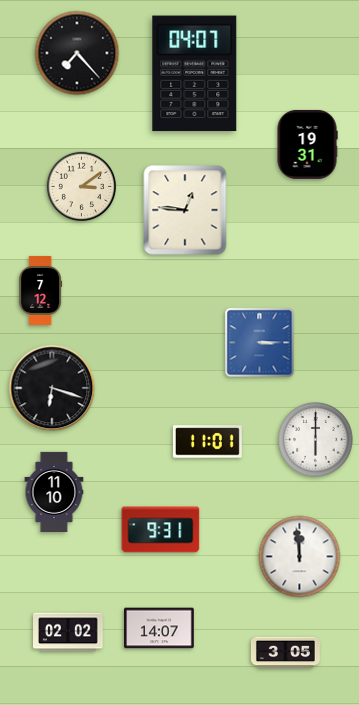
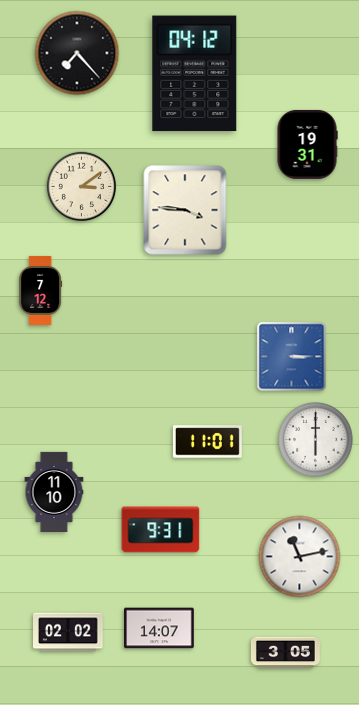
clock at (195, 74): 04:07 -> 04:12
clock at (185, 210): 12:46 -> 3:46
clock at (260, 343) position: (260, 343) -> (292, 357)
clock at (52, 388): 6:18 -> none
clock at (300, 557): 11:59 -> 11:13
